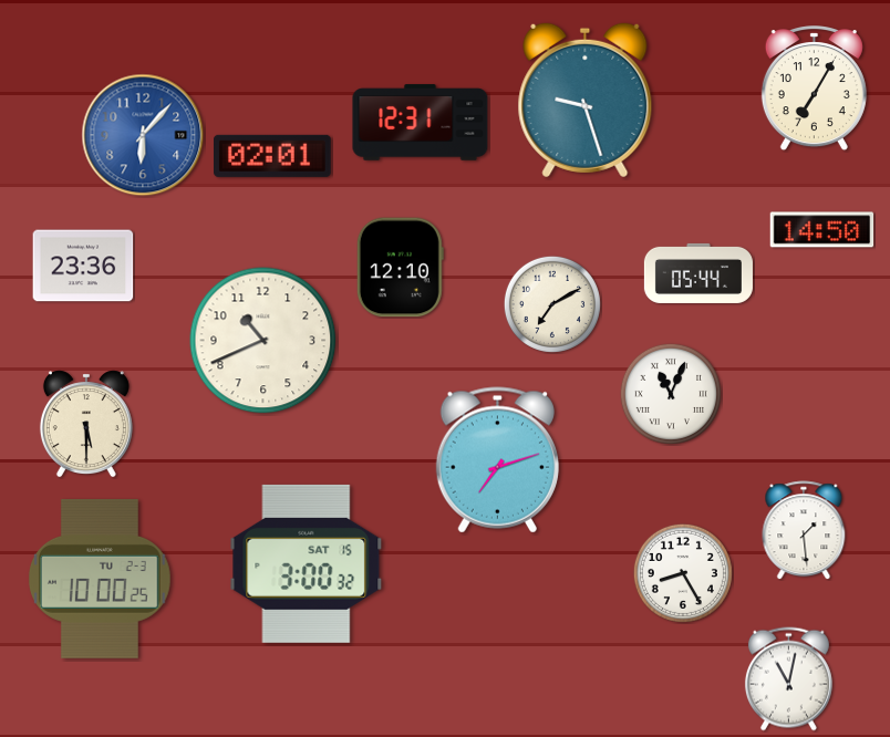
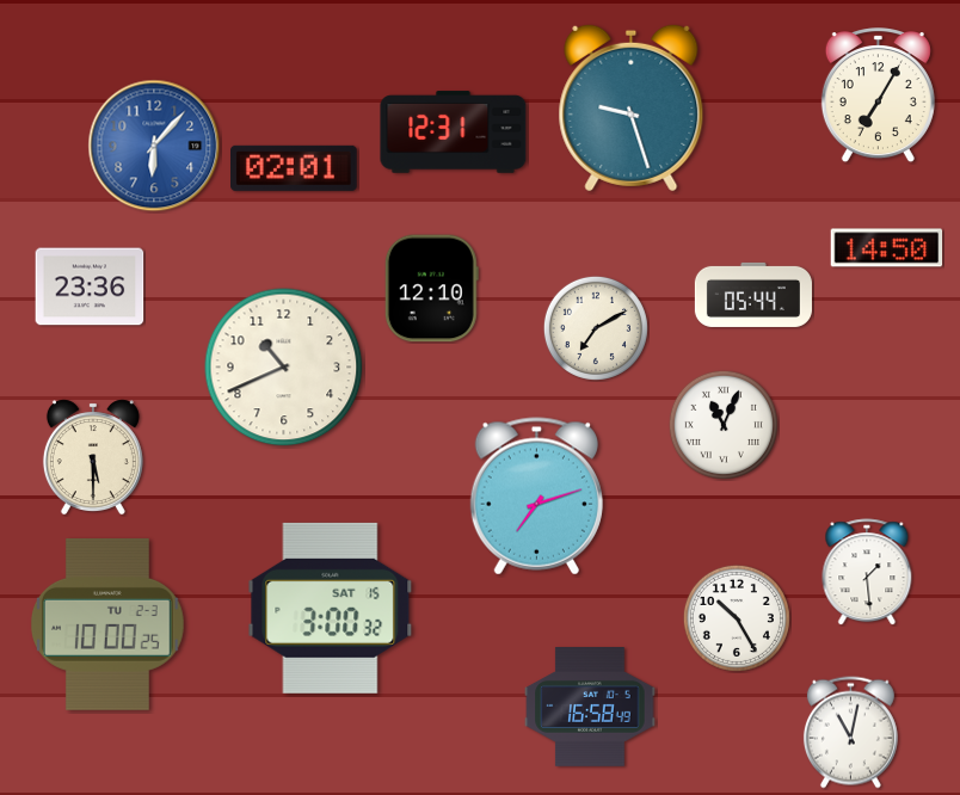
clock at (683, 573): 8:25 -> 10:25
clock at (590, 707): none -> 16:58
